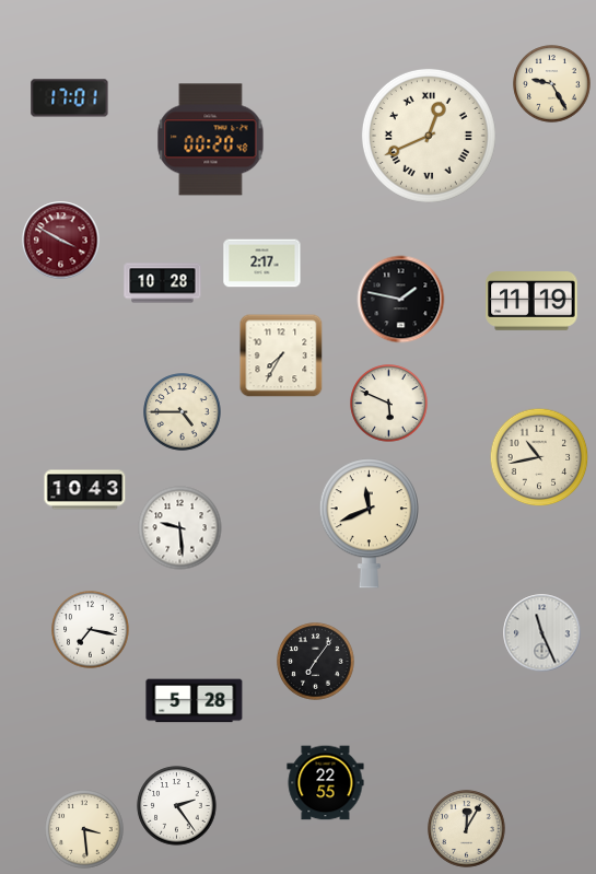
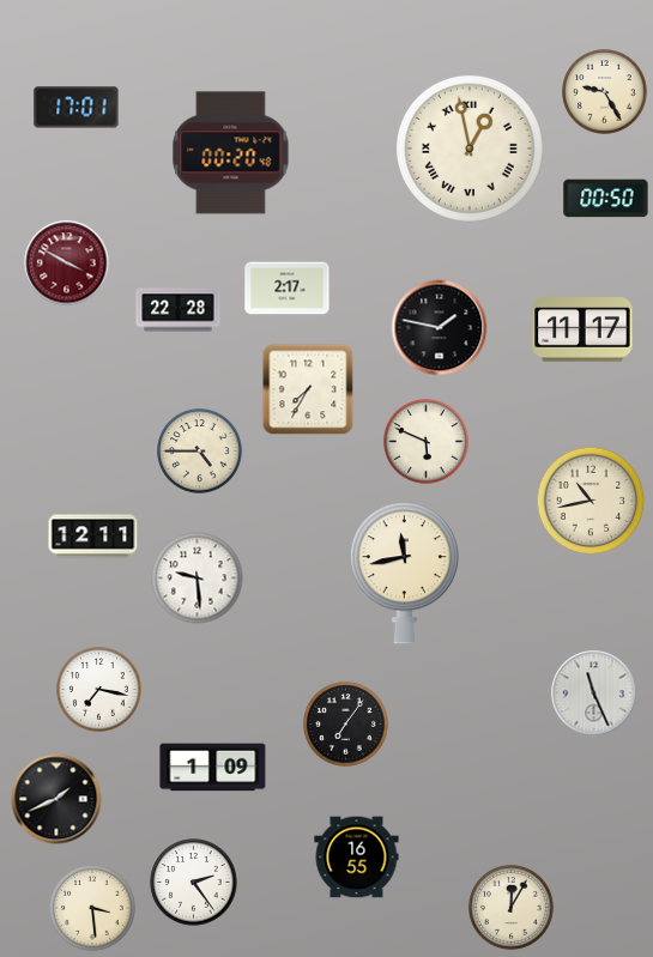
clock at (429, 136): 12:41 -> 12:58
clock at (606, 199): none -> 00:50
clock at (163, 283): 10:28 -> 22:28
clock at (531, 301): 11:19 -> 11:17
clock at (85, 490): 10:43 -> 12:11
clock at (369, 524): 11:41 -> 11:43
clock at (195, 701): 5:28 -> 1:09
clock at (56, 799): none -> 1:41
clock at (326, 783): 22:55 -> 16:55
